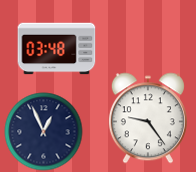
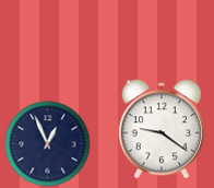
clock at (56, 49): 03:48 -> none
clock at (148, 118): 9:24 -> 9:21
